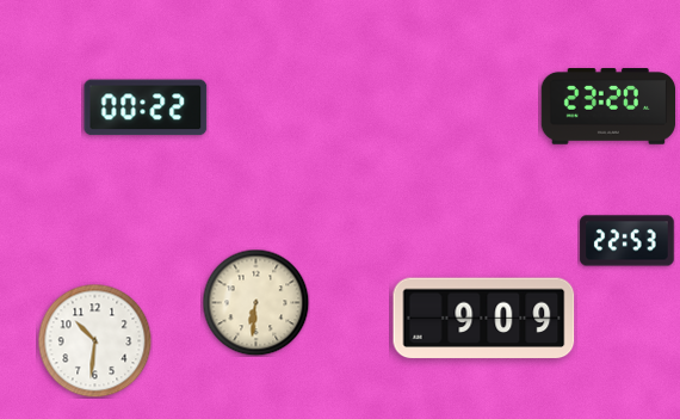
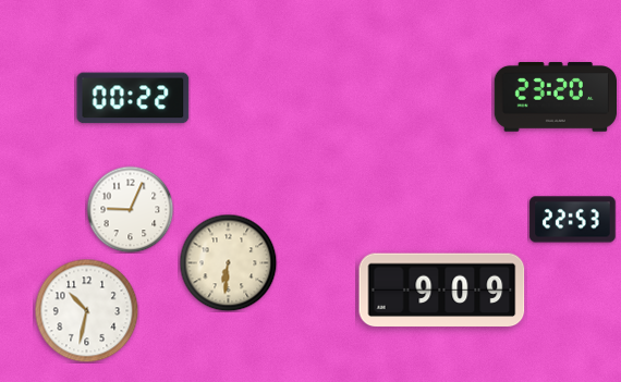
clock at (130, 209): none -> 9:04
clock at (255, 302) position: (255, 302) -> (228, 262)
clock at (94, 340): 10:31 -> 10:32
